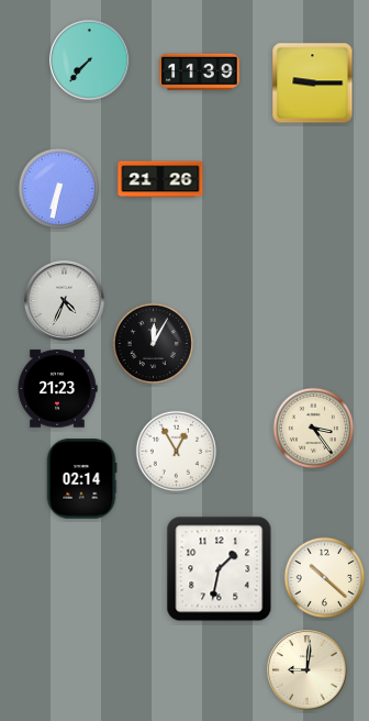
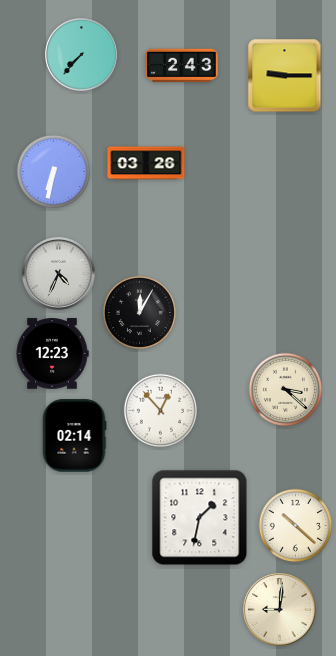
clock at (200, 73): 11:39 -> 2:43
clock at (160, 179): 21:26 -> 03:26
clock at (57, 389): 21:23 -> 12:23
clock at (313, 428): 3:24 -> 3:22
clock at (176, 451): 12:55 -> 12:53
